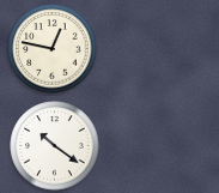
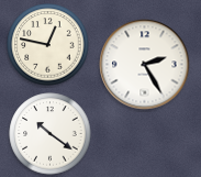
clock at (145, 65): none -> 2:25
